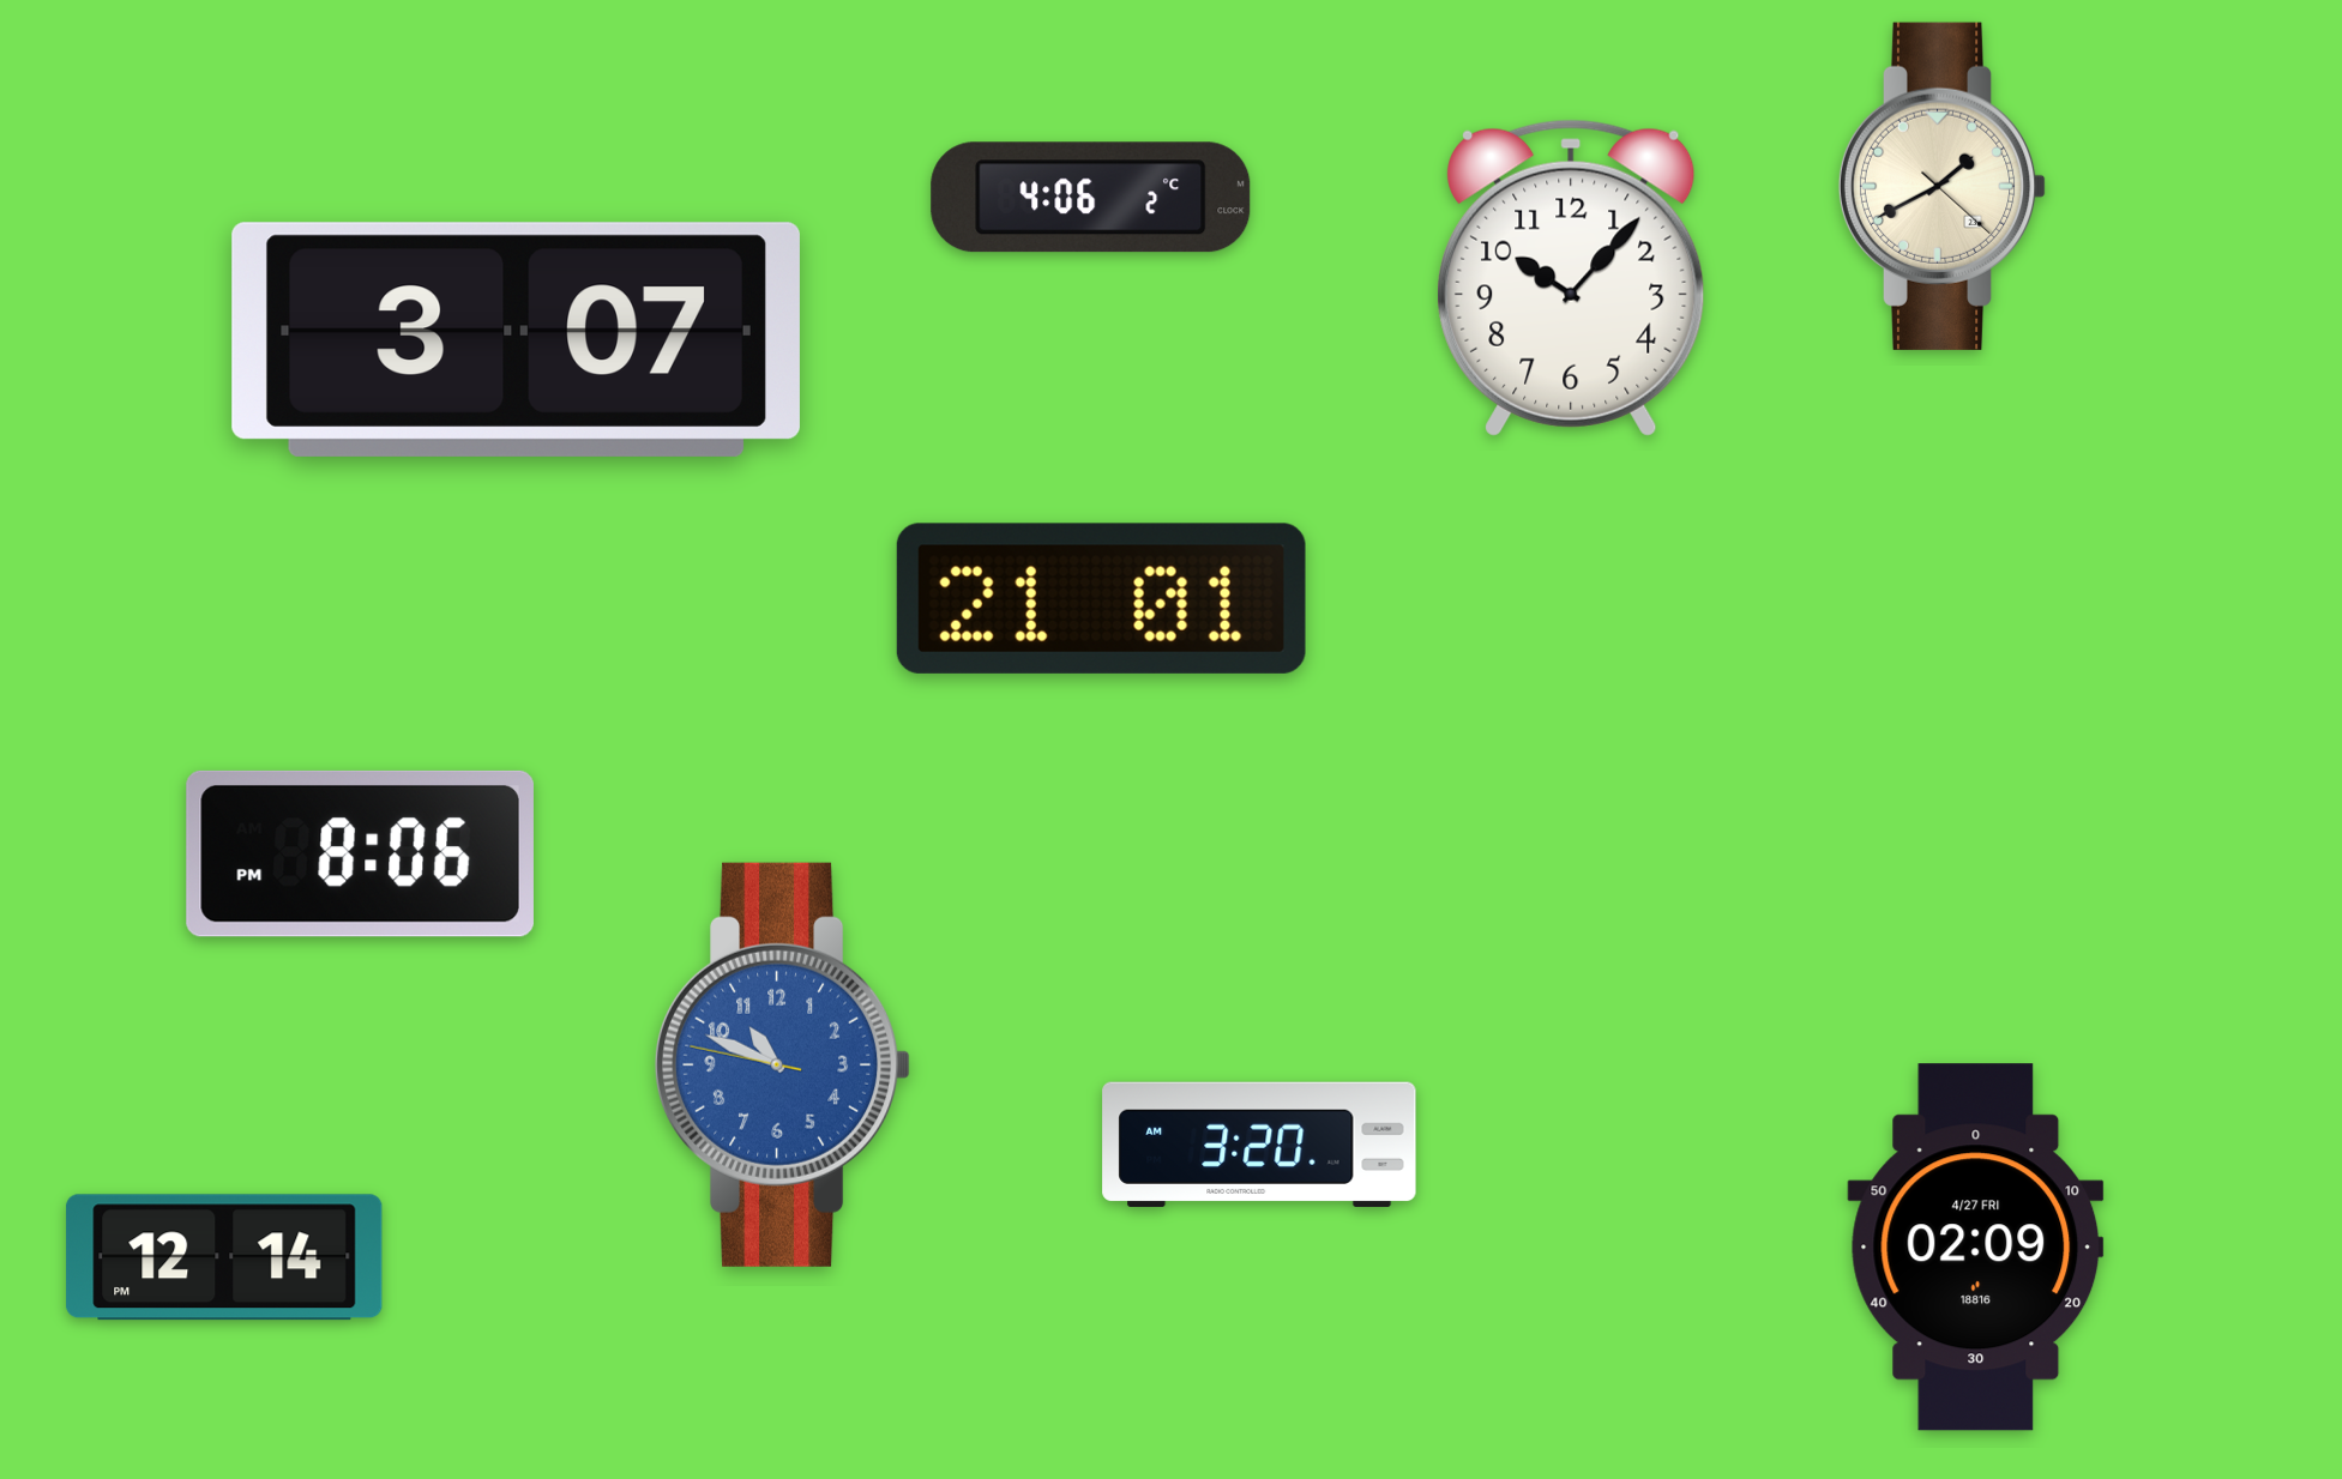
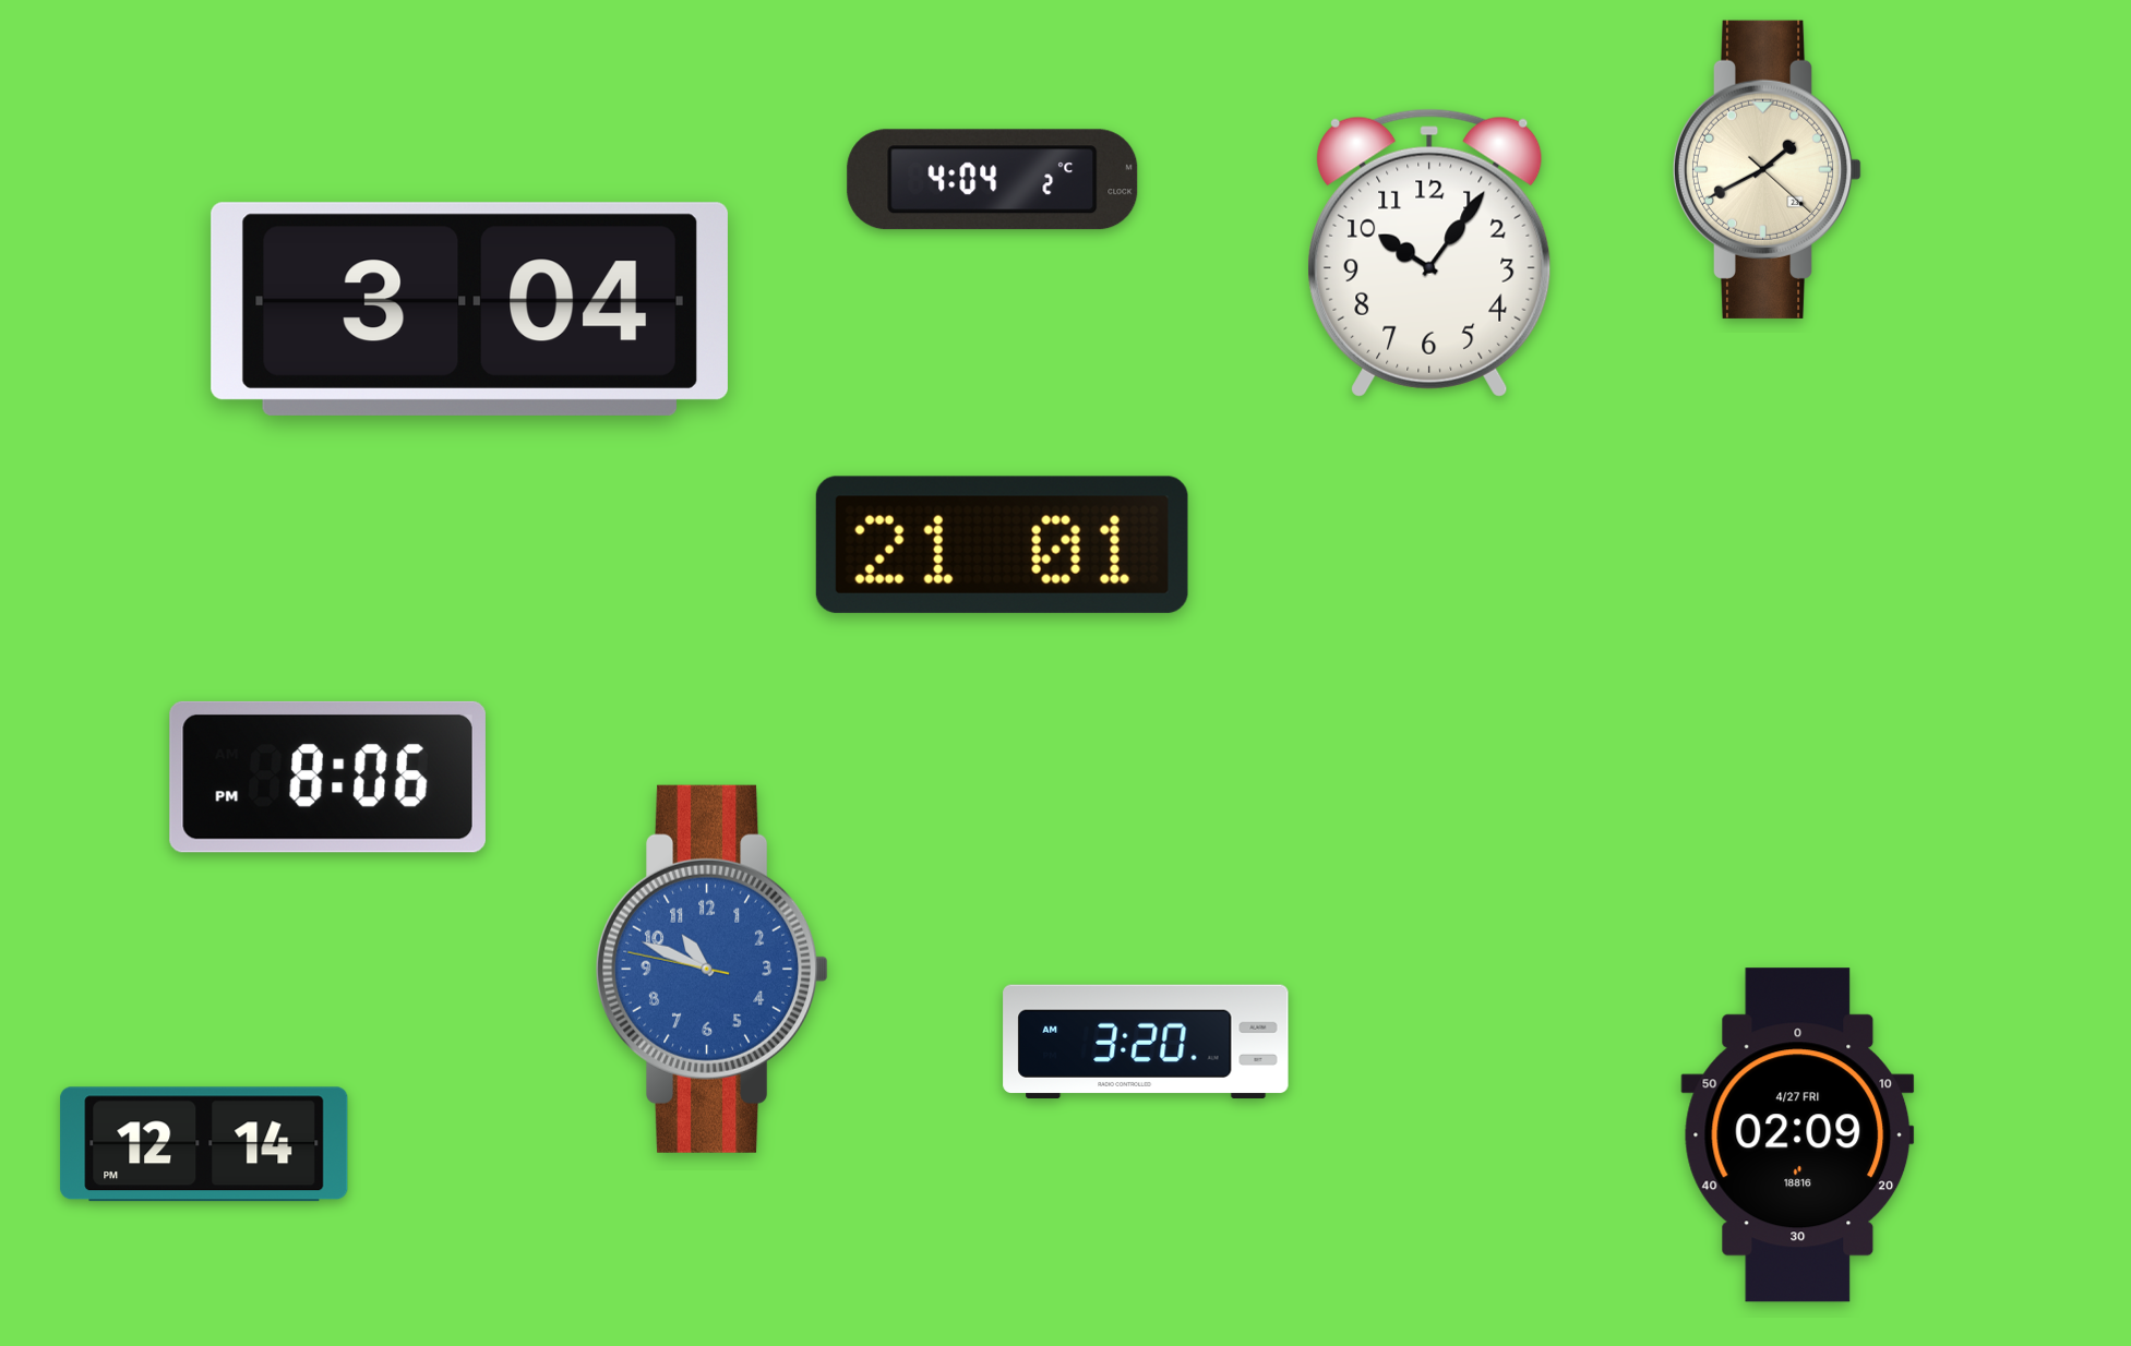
clock at (1091, 198): 4:06 -> 4:04
clock at (1571, 278): 10:07 -> 10:06
clock at (516, 339): 3:07 -> 3:04
